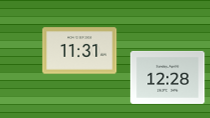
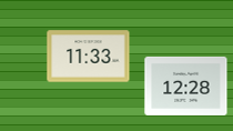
clock at (80, 51): 11:31 -> 11:33
